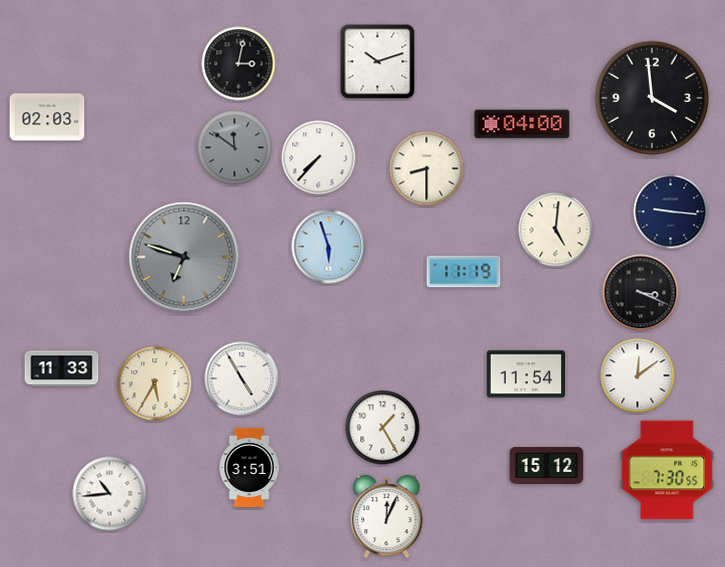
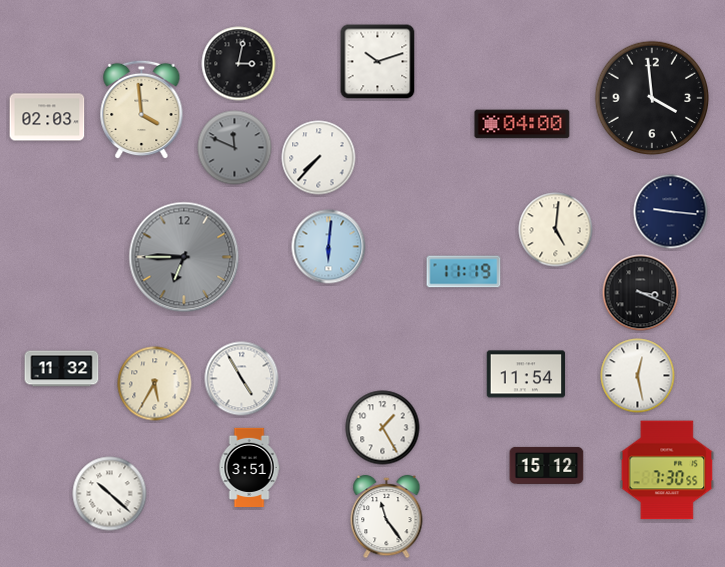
clock at (142, 110): none -> 3:59
clock at (235, 148): 11:51 -> 11:49
clock at (427, 169): 8:30 -> none
clock at (329, 247): 5:57 -> 6:01
clock at (184, 257): 6:48 -> 6:45
clock at (62, 369): 11:33 -> 11:32
clock at (638, 376): 12:09 -> 12:28
clock at (110, 494): 10:44 -> 10:22
clock at (387, 517): 12:04 -> 11:24
